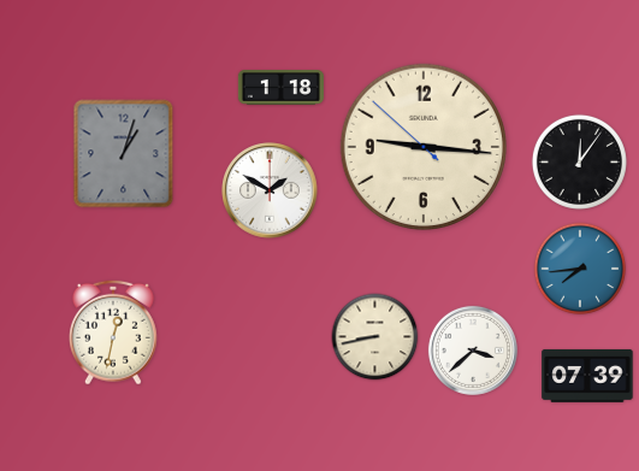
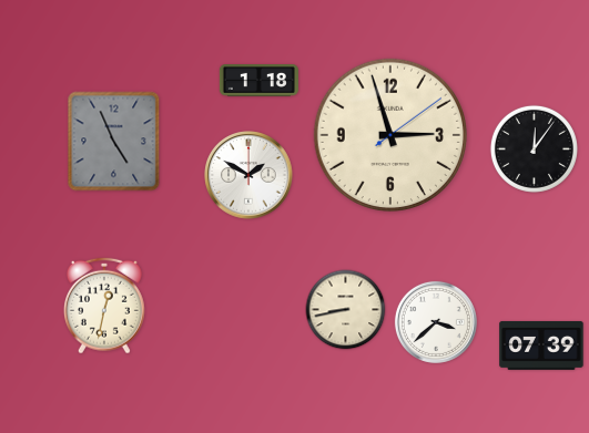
clock at (422, 146): 9:15 -> 2:57
clock at (124, 154): 1:03 -> 4:56
clock at (580, 269): 7:44 -> none
